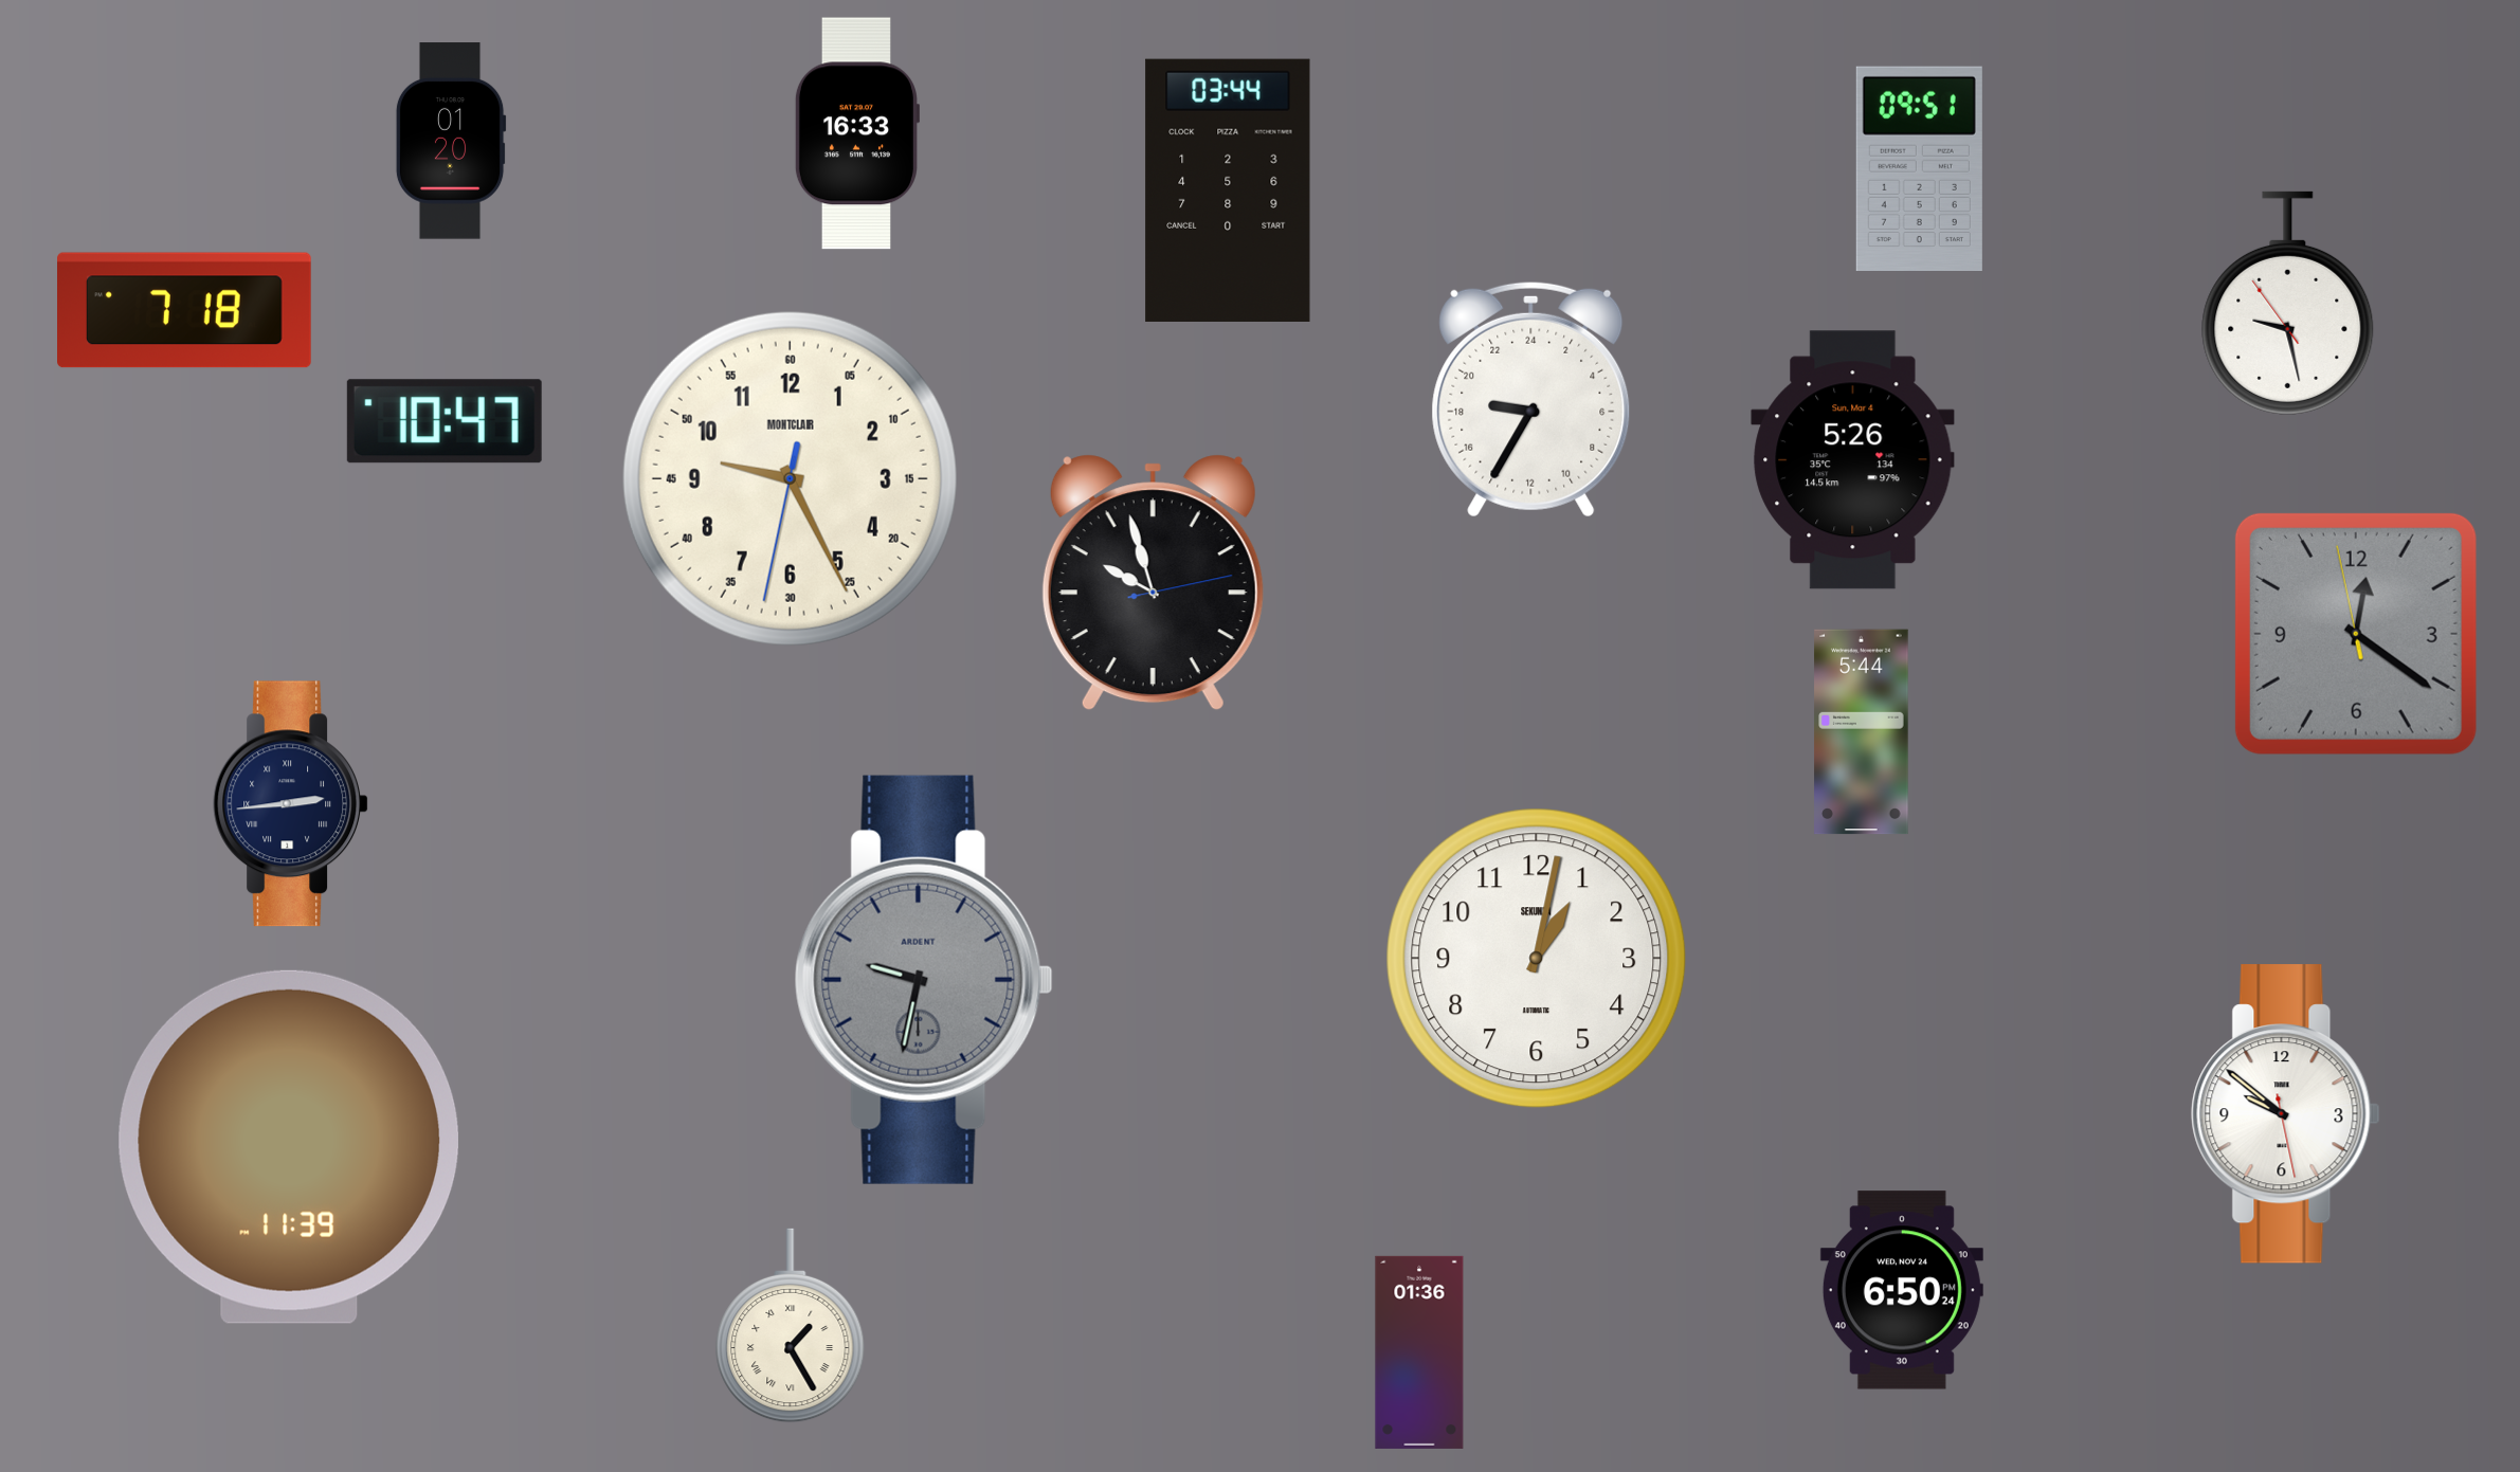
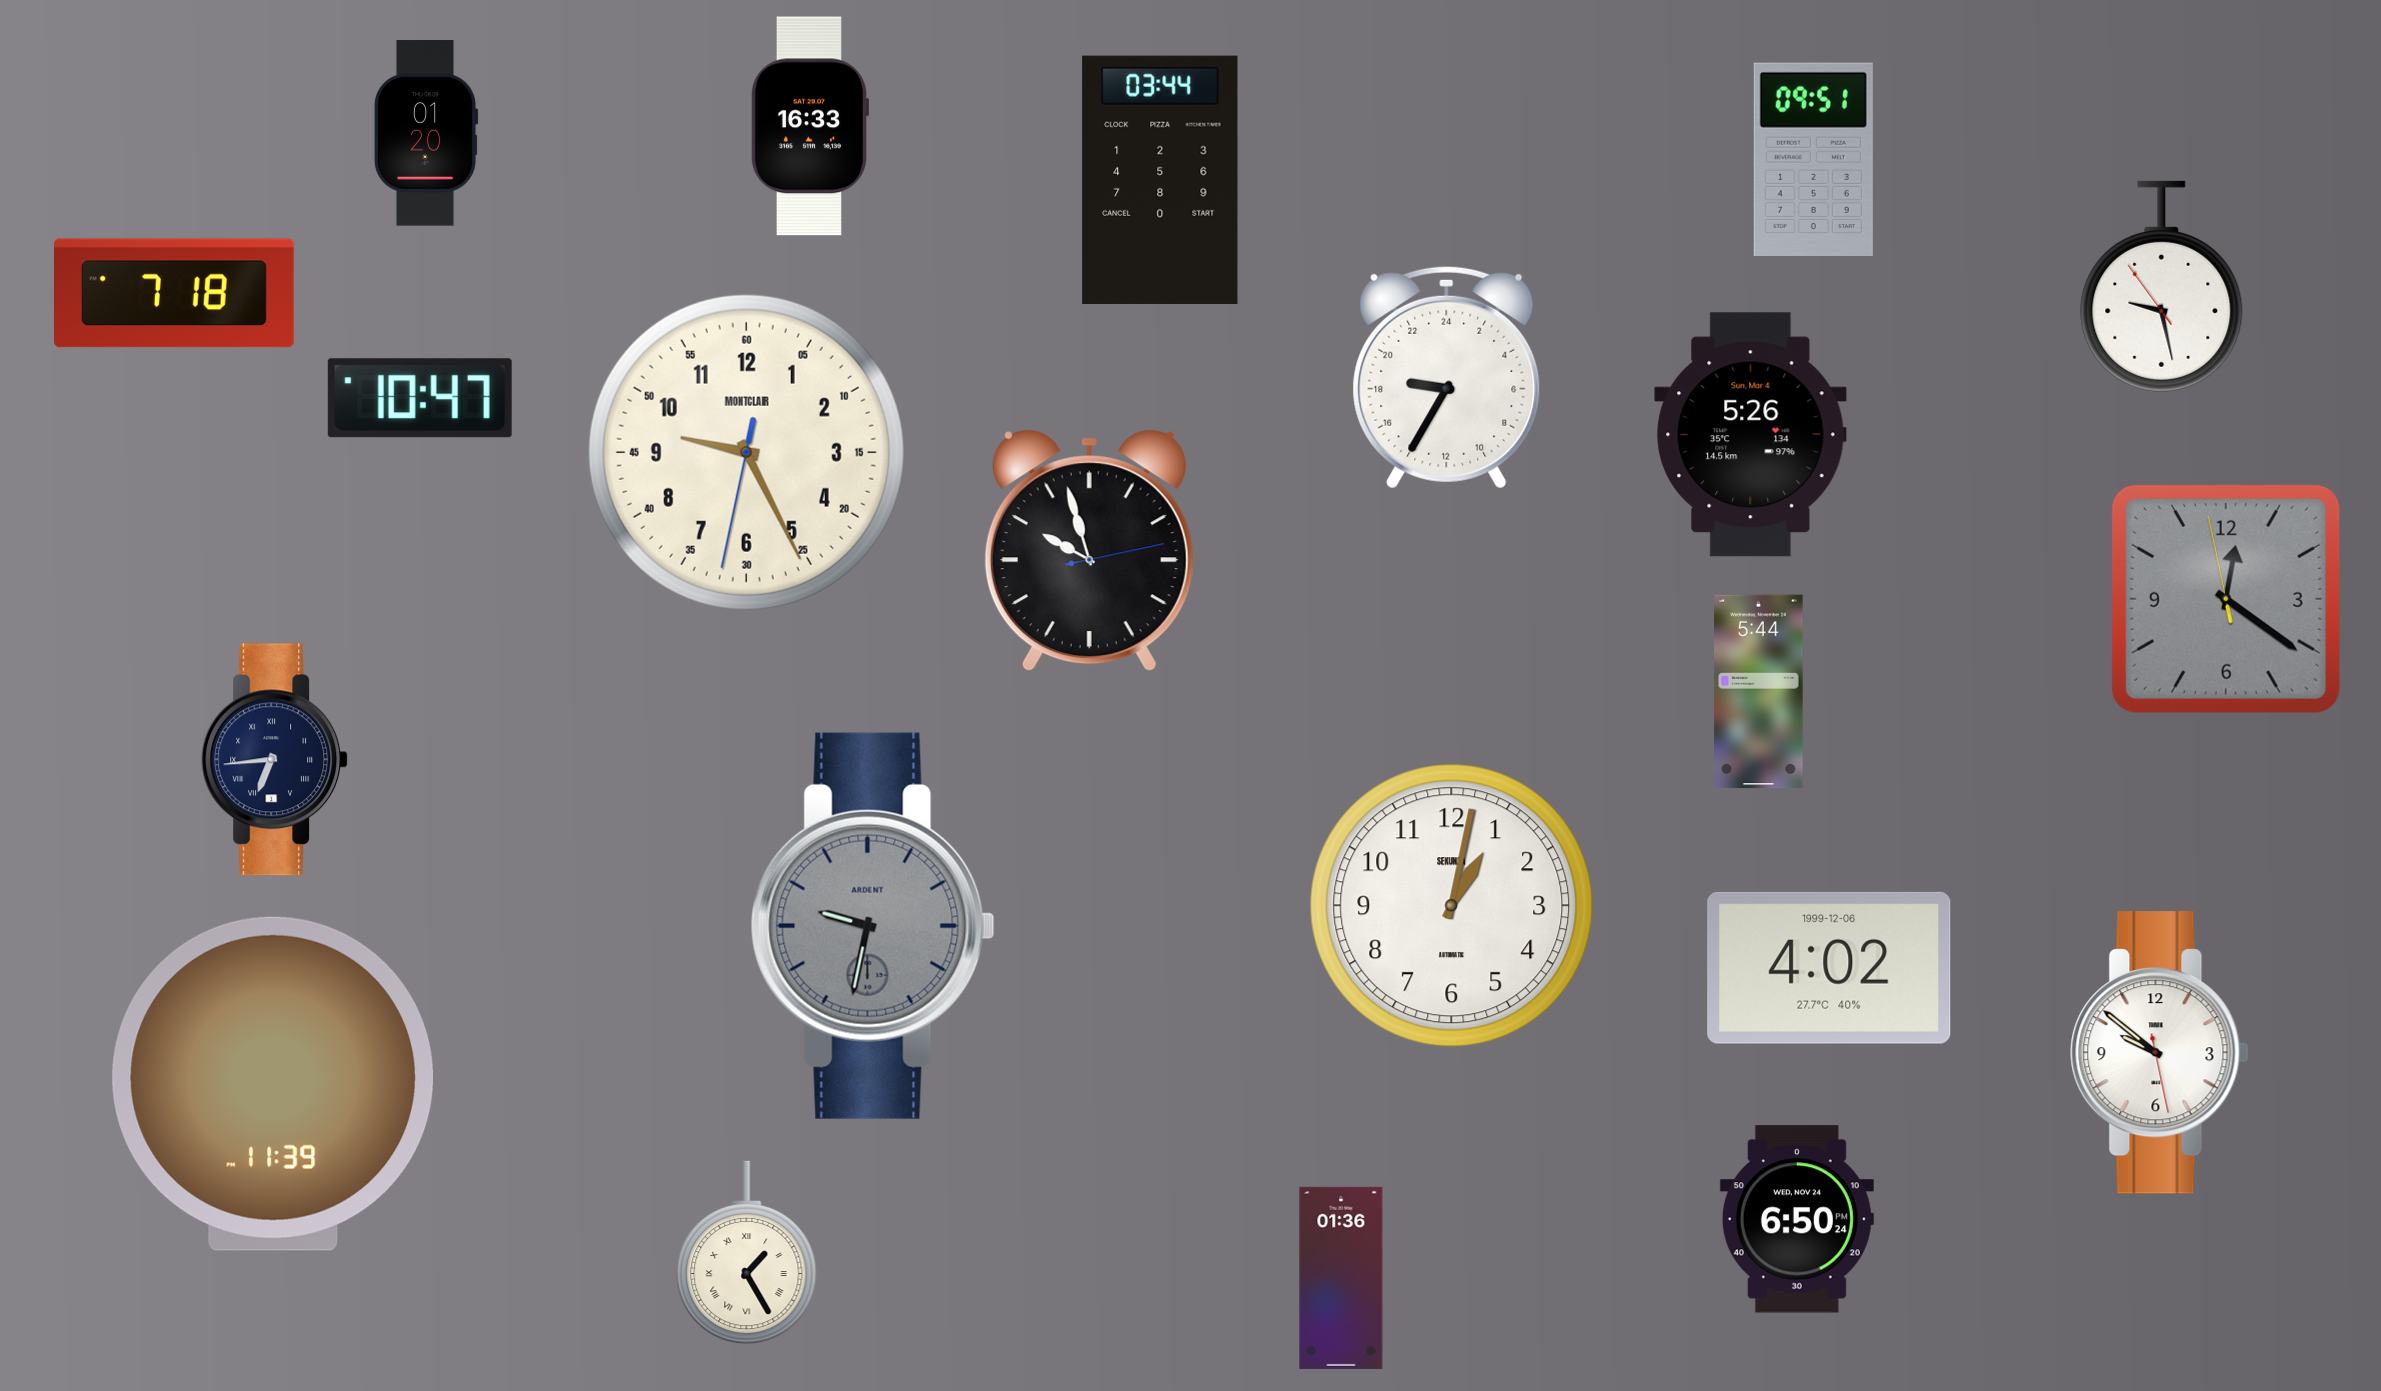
clock at (291, 804): 2:44 -> 6:44
clock at (1829, 968): none -> 4:02
